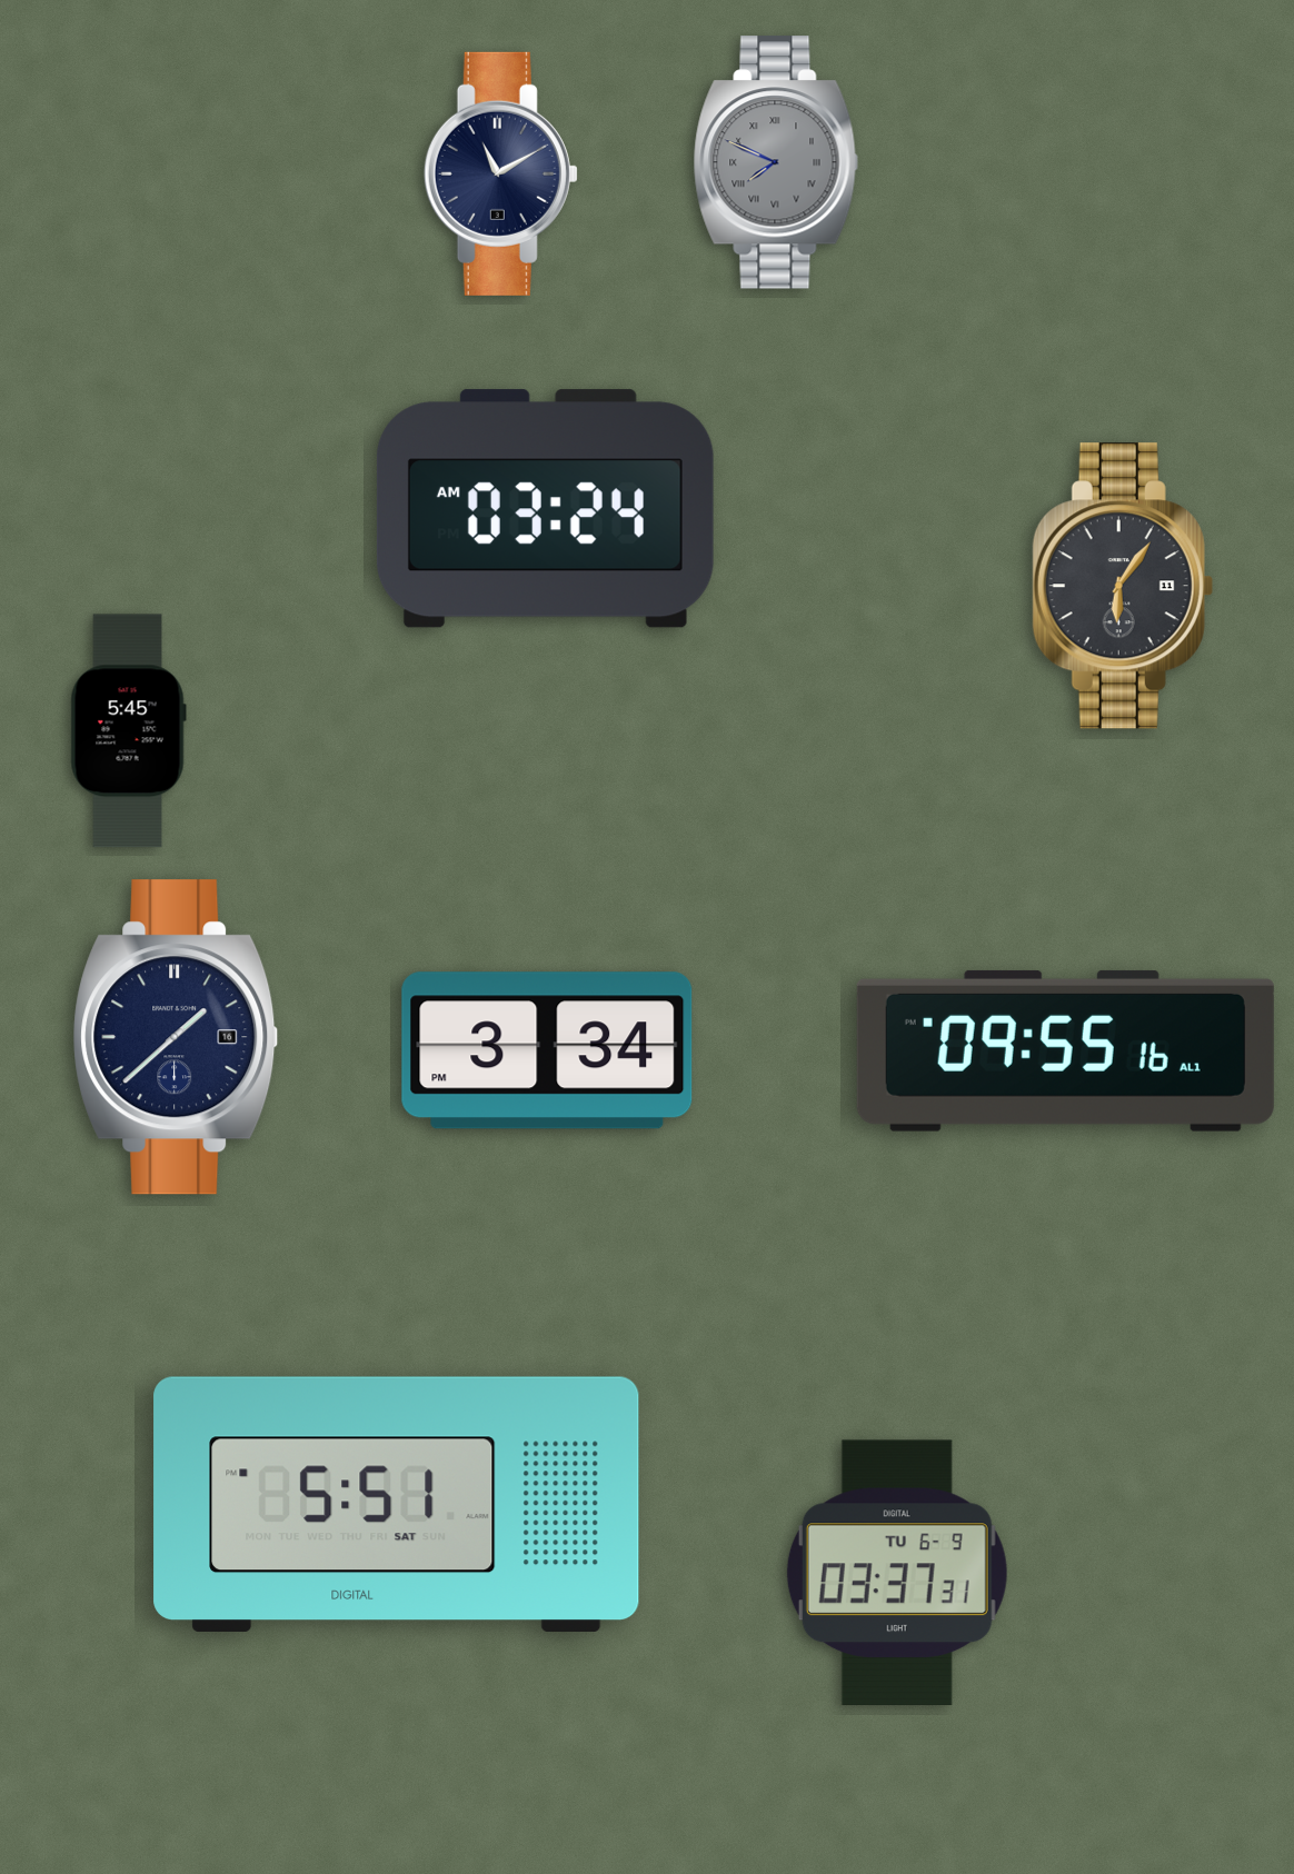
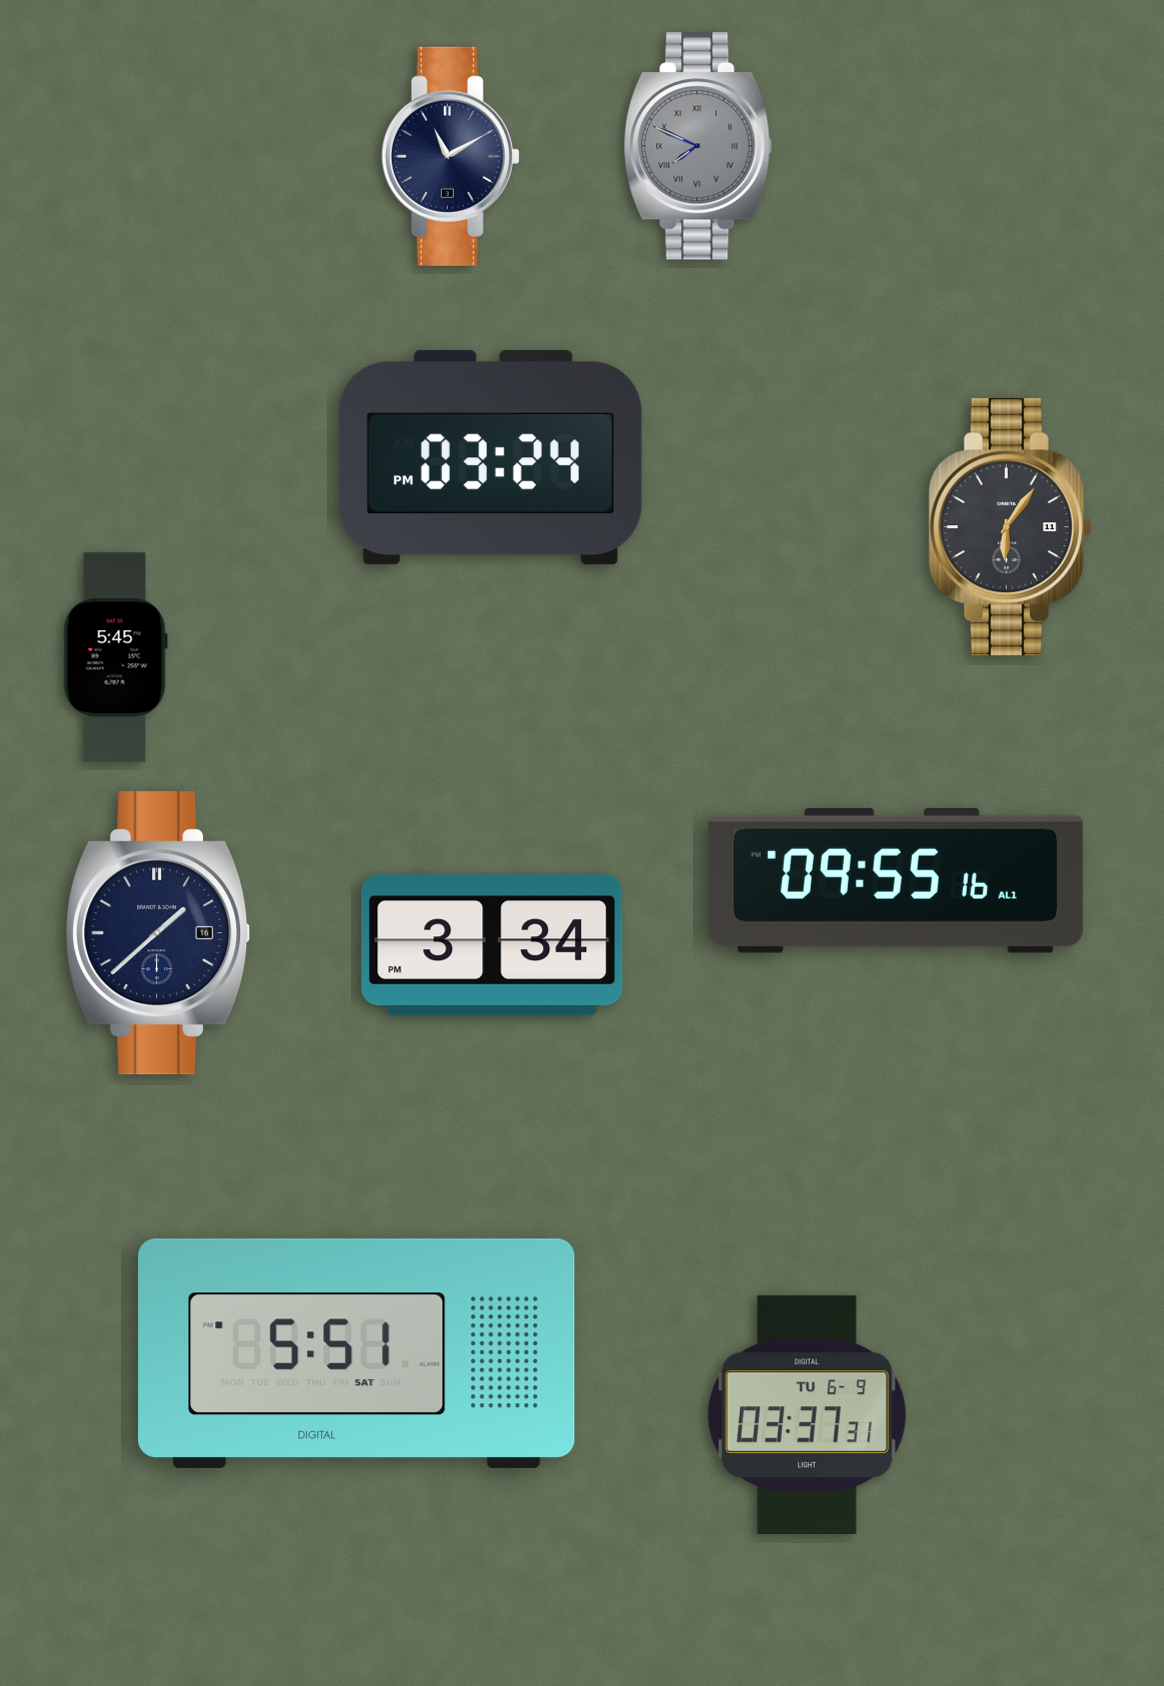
clock at (545, 509): 03:24 AM -> 03:24 PM
clock at (1065, 1050) position: (1065, 1050) -> (895, 880)
